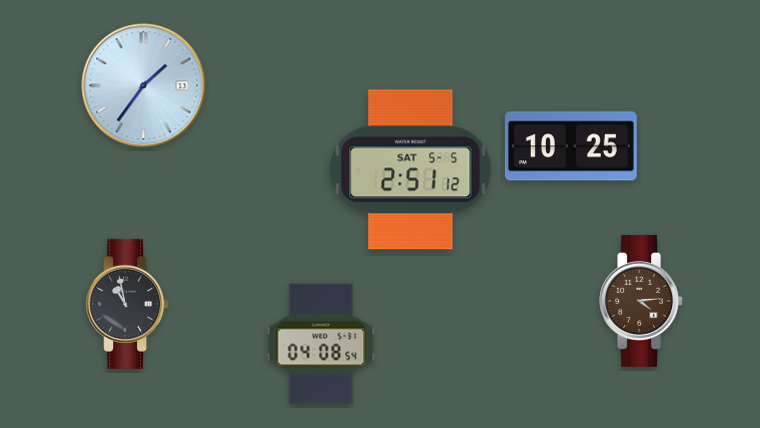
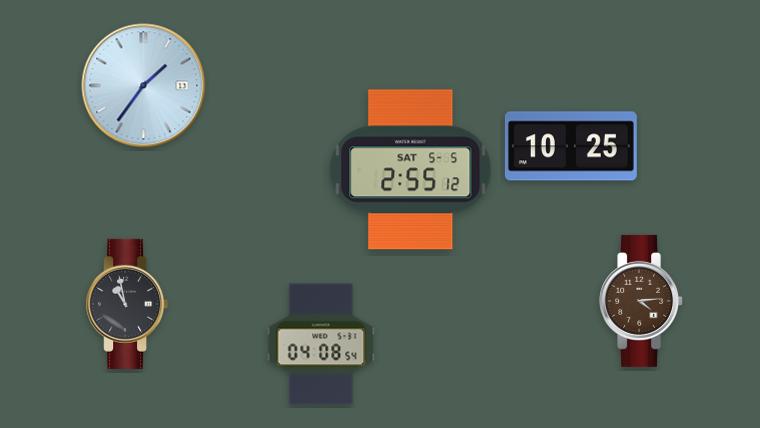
clock at (411, 170): 2:51 -> 2:55
